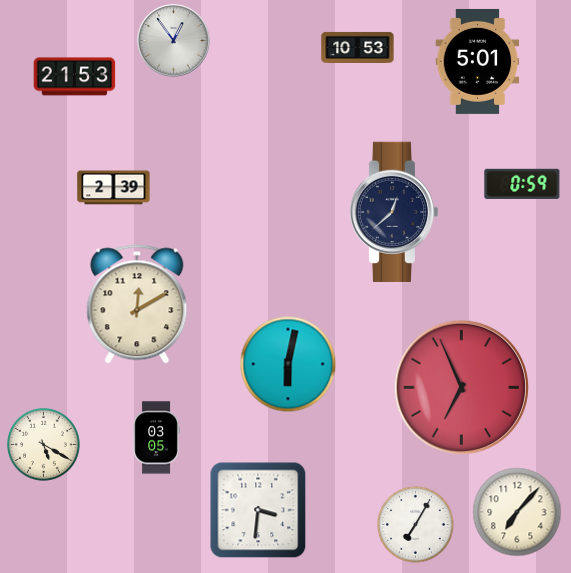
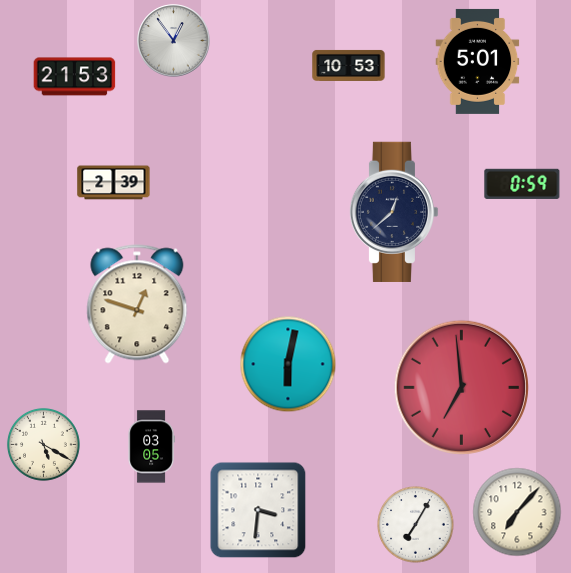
clock at (358, 47) position: (358, 47) -> (349, 65)
clock at (114, 188) position: (114, 188) -> (114, 183)
clock at (137, 304): 12:10 -> 12:48
clock at (461, 387): 6:56 -> 6:59
clock at (156, 438) position: (156, 438) -> (151, 447)
